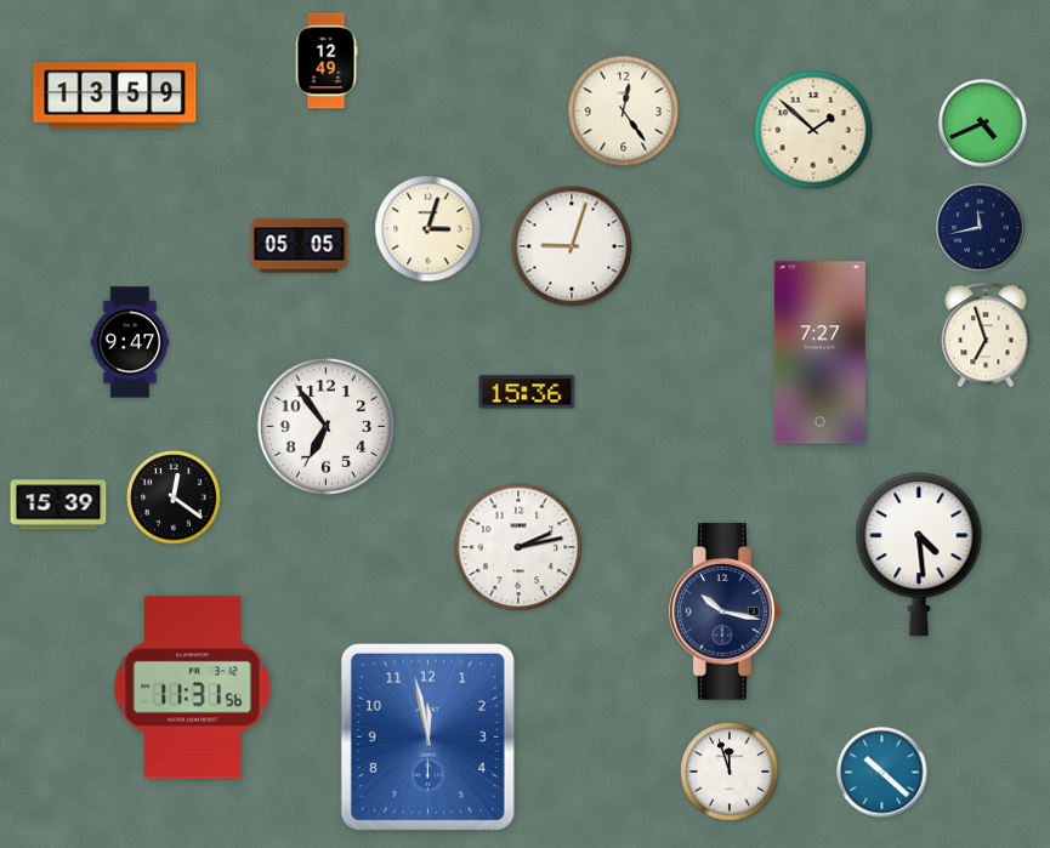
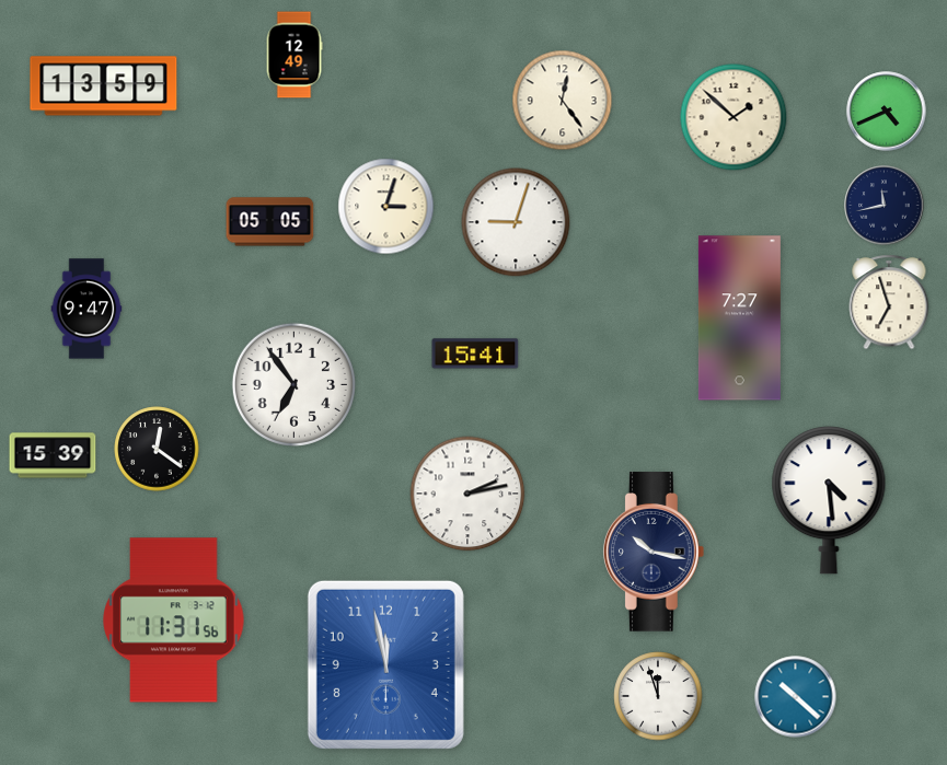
clock at (130, 342) position: (130, 342) -> (86, 309)
clock at (527, 392): 15:36 -> 15:41
